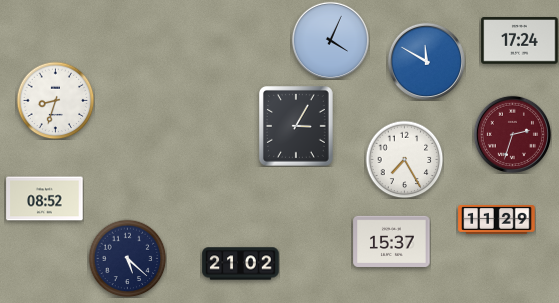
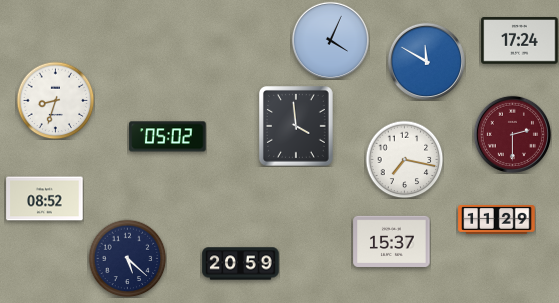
clock at (297, 127): 3:05 -> 3:59
clock at (512, 134): 2:33 -> 2:30
clock at (168, 137): none -> 05:02
clock at (404, 159): 7:25 -> 7:17
clock at (241, 264): 21:02 -> 20:59
